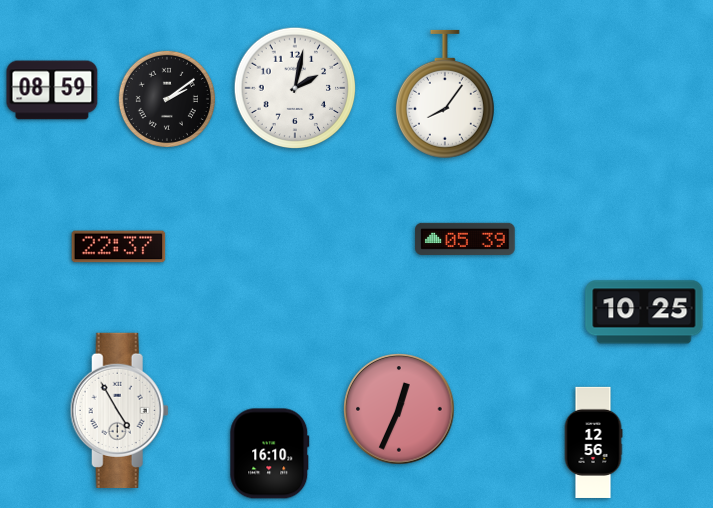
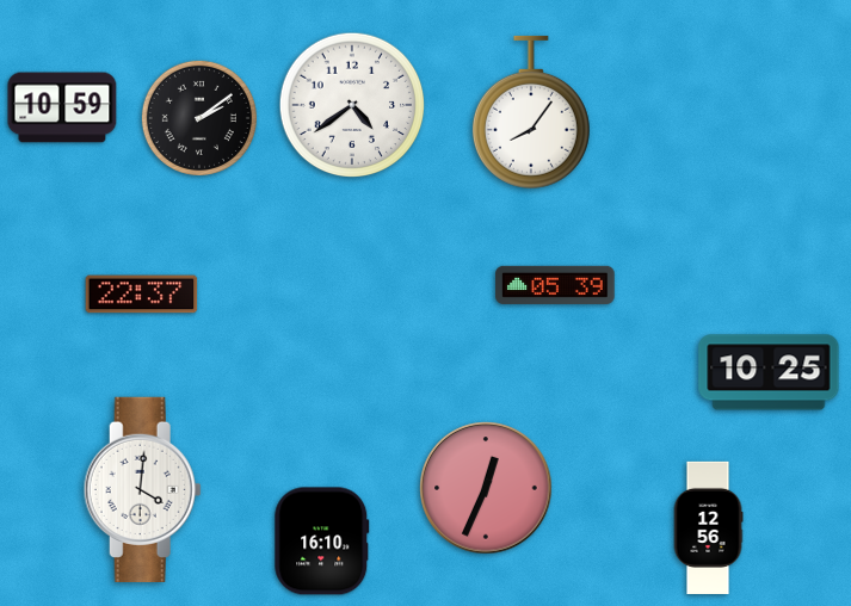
clock at (295, 88): 2:02 -> 4:39
clock at (52, 90): 08:59 -> 10:59
clock at (399, 409) position: (399, 409) -> (486, 488)
clock at (119, 410): 4:55 -> 4:01
